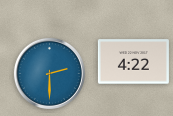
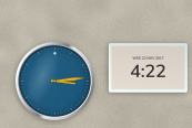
clock at (49, 73): 2:30 -> 3:14
